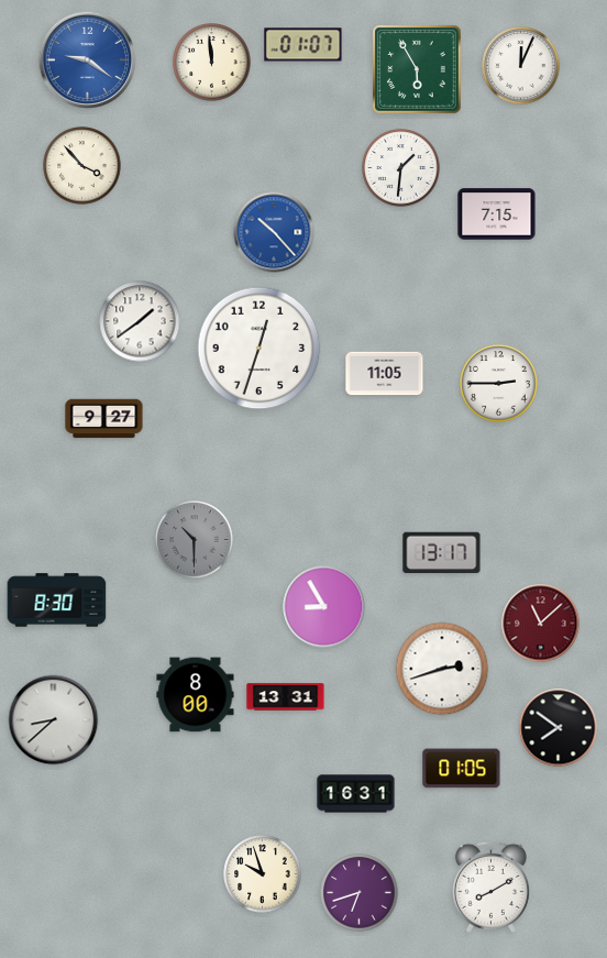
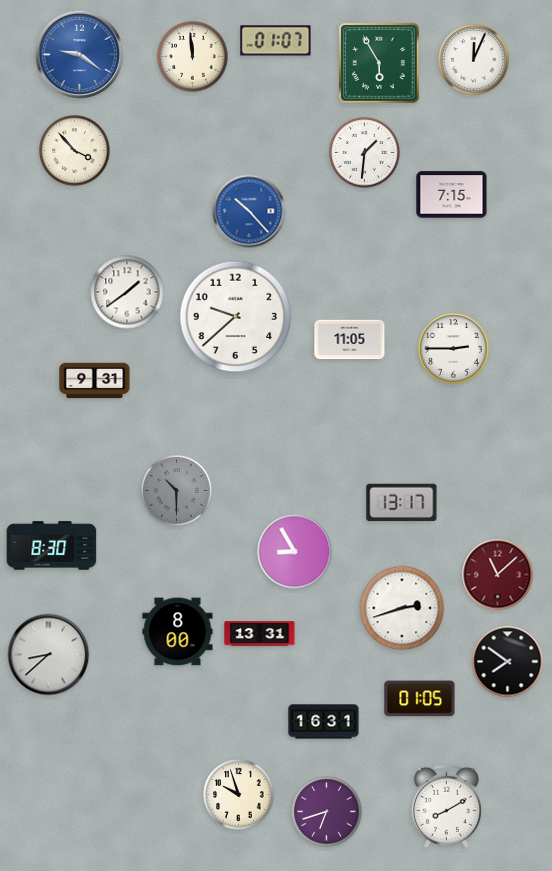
clock at (260, 349): 12:33 -> 9:38
clock at (104, 419): 9:27 -> 9:31
clock at (541, 624) position: (541, 624) -> (498, 575)
